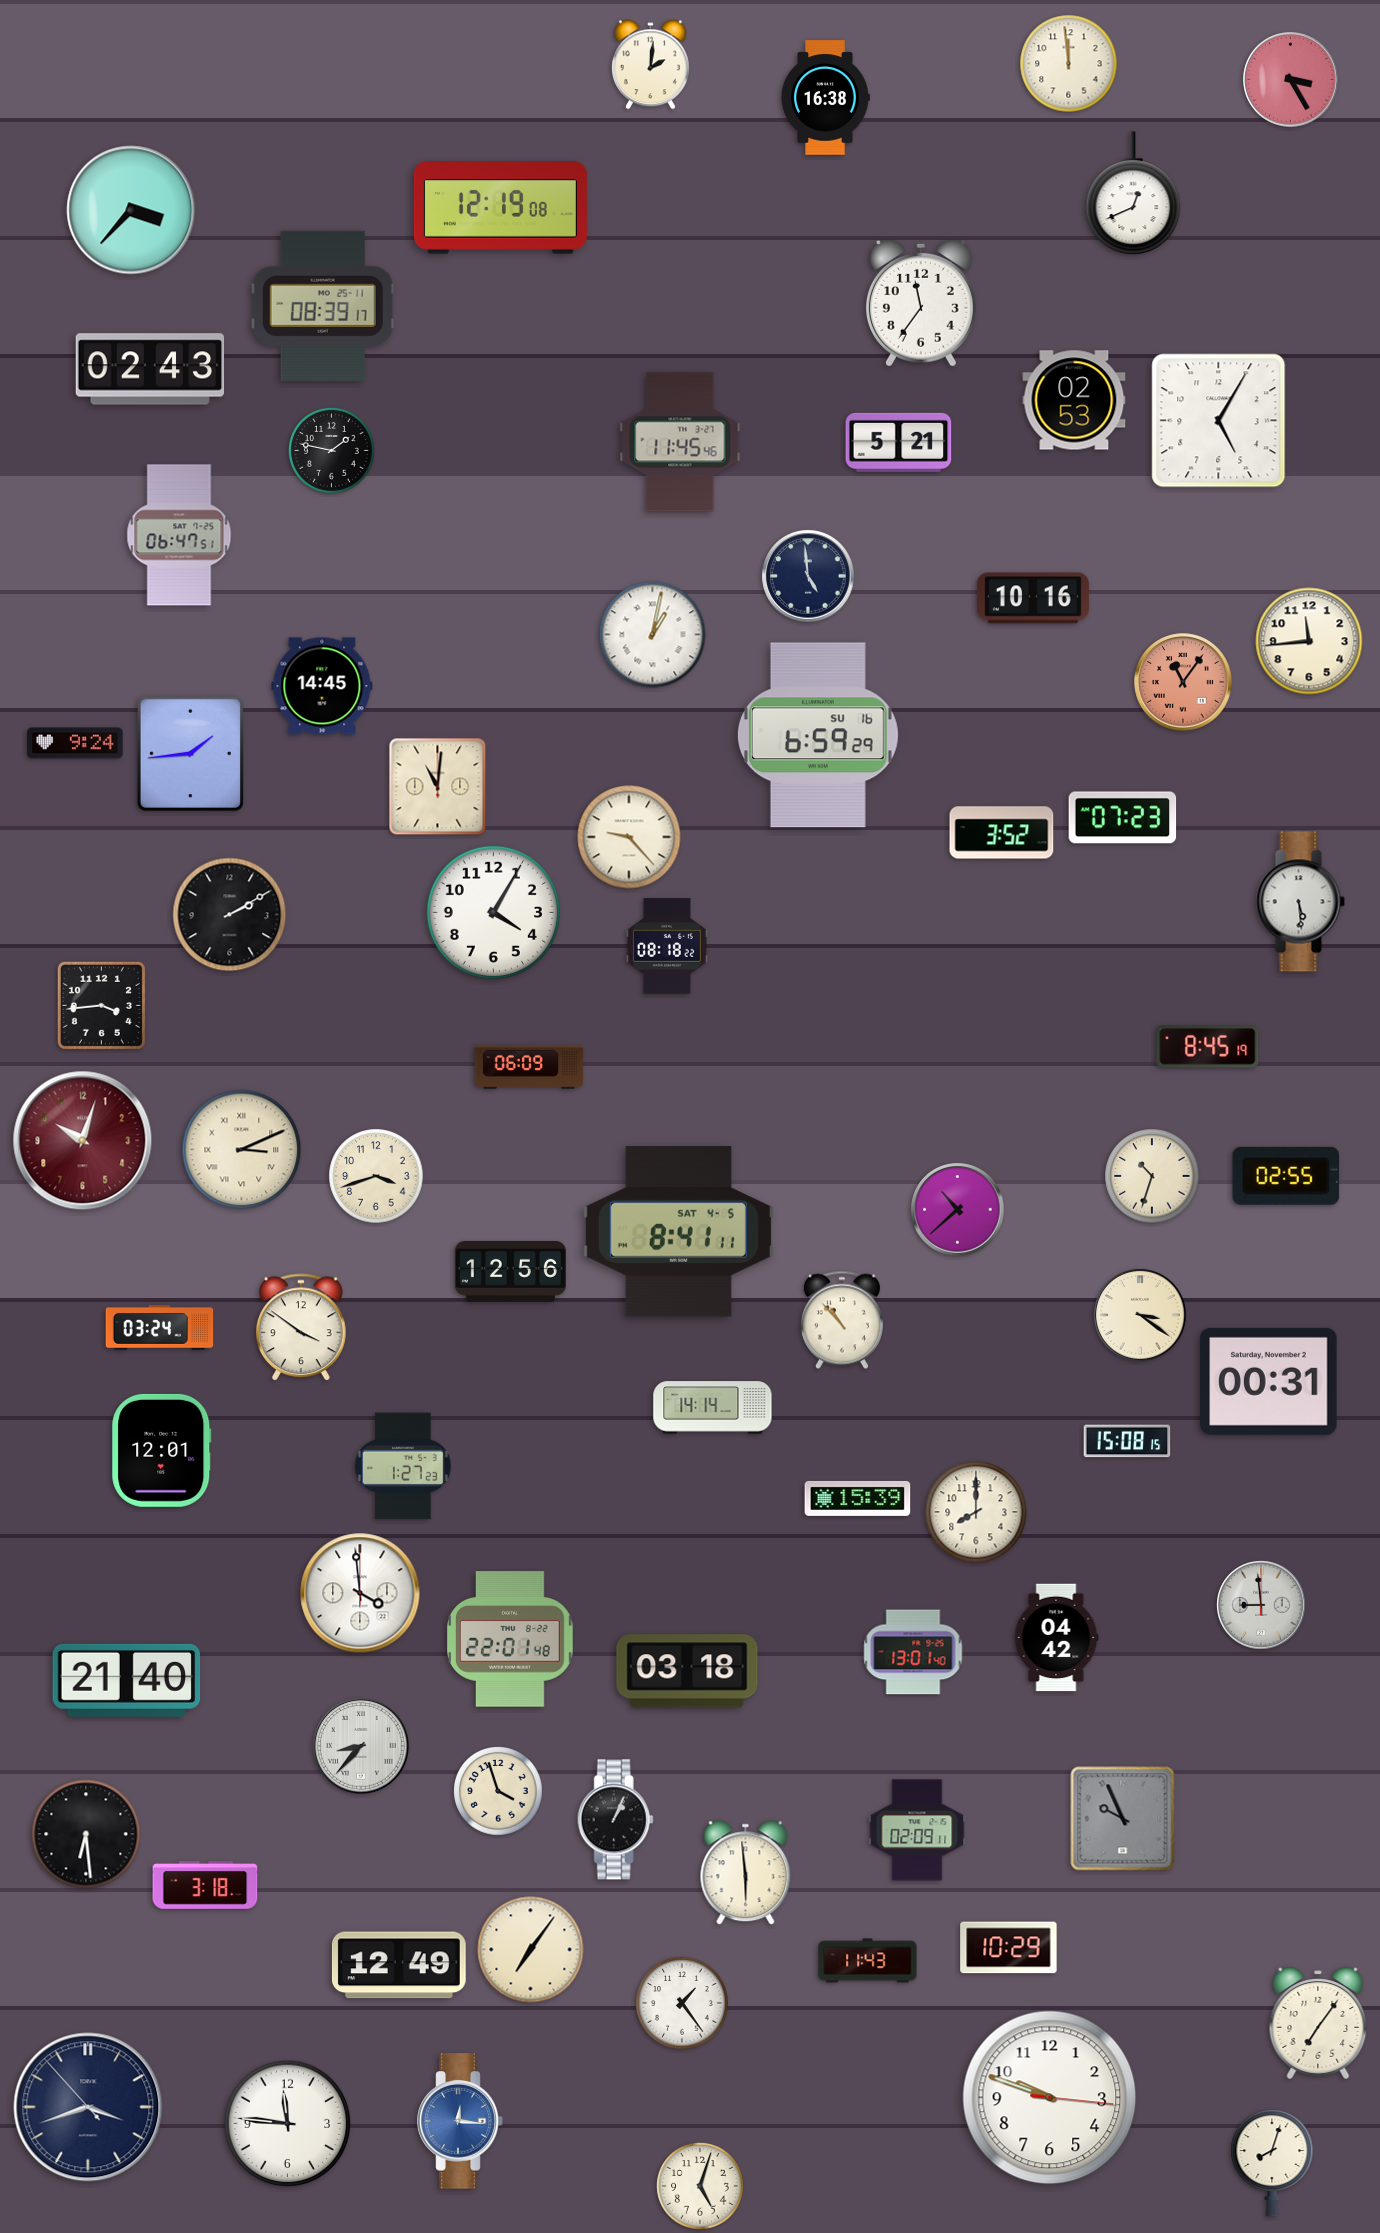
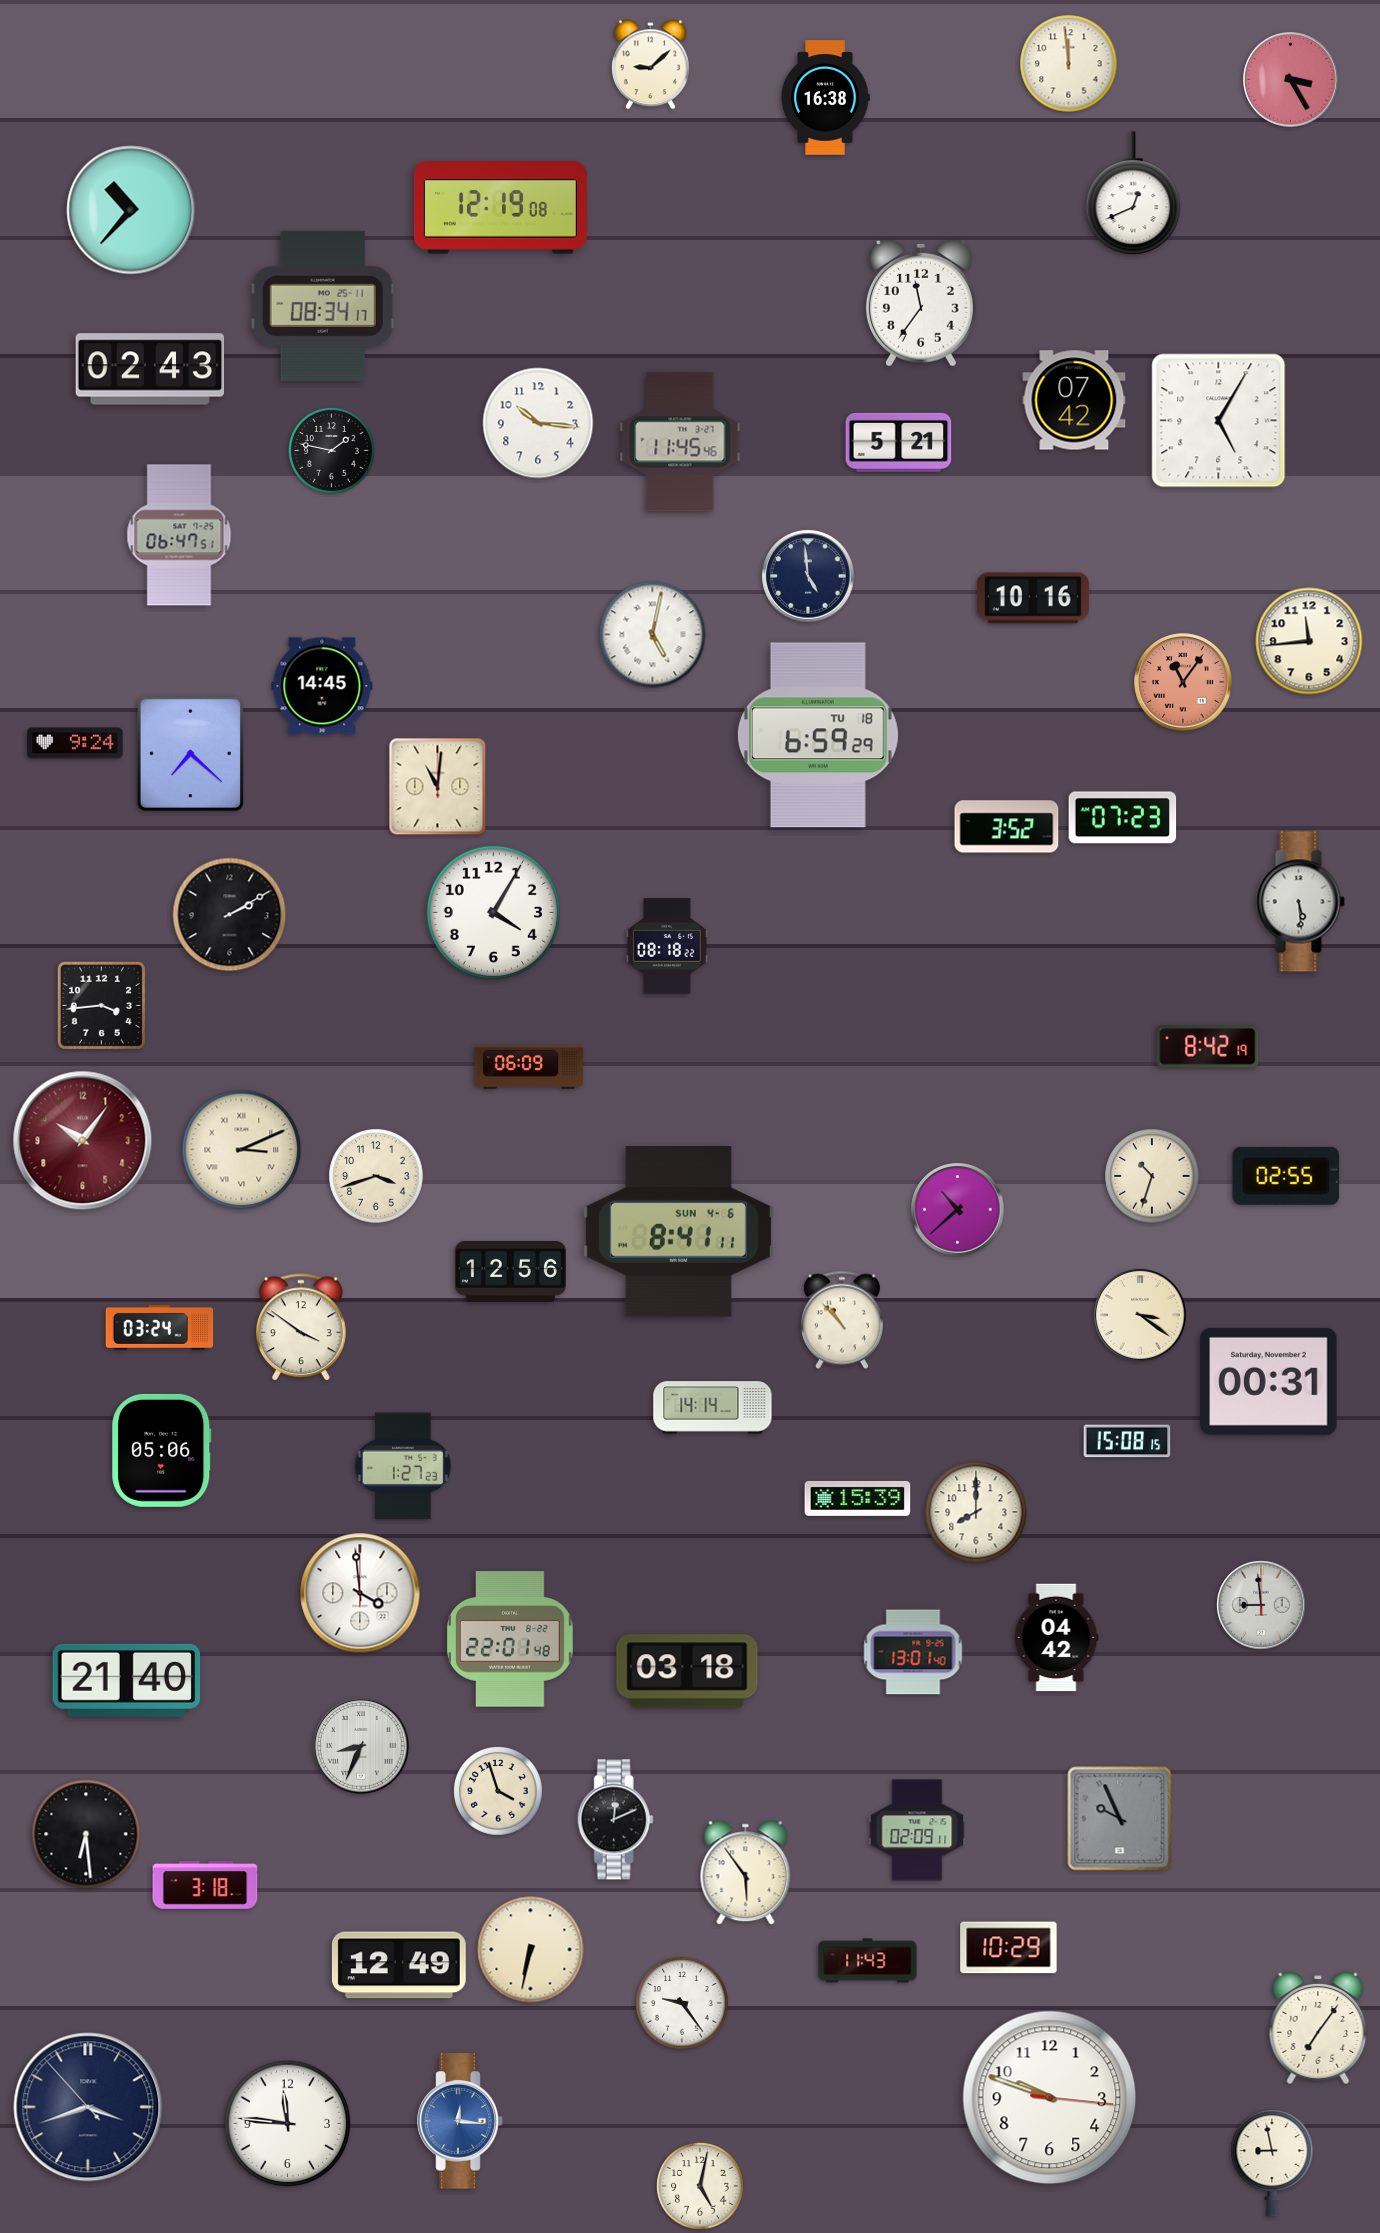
clock at (650, 65): 2:01 -> 9:08
clock at (131, 210): 3:37 -> 10:37
clock at (323, 306): 08:39 -> 08:34
clock at (1074, 400): 02:53 -> 07:42
clock at (538, 423): none -> 10:16
clock at (653, 635): 1:02 -> 5:02
clock at (818, 735) date: SU 16 -> TU 18
clock at (190, 753): 1:44 -> 7:22
clock at (1002, 833) position: (1002, 833) -> (1007, 827)
clock at (629, 837): 9:23 -> none
clock at (1208, 1047): 8:45 -> 8:42
clock at (83, 1141): 10:03 -> 10:06
clock at (678, 1232) date: SAT 4-5 -> SUN 4-6
clock at (162, 1450): 12:01 -> 05:06
clock at (361, 1746): 8:37 -> 8:34
clock at (1123, 1819) position: (1123, 1819) -> (1120, 1819)
clock at (615, 1820): 1:04 -> 12:11
clock at (746, 1873): 5:59 -> 5:54
clock at (531, 1950): 7:06 -> 6:32
clock at (682, 2003): 1:24 -> 9:24
clock at (1318, 2023) position: (1318, 2023) -> (1318, 2028)
clock at (1272, 2163): 8:03 -> 8:58
clock at (701, 2187): 5:03 -> 5:02
